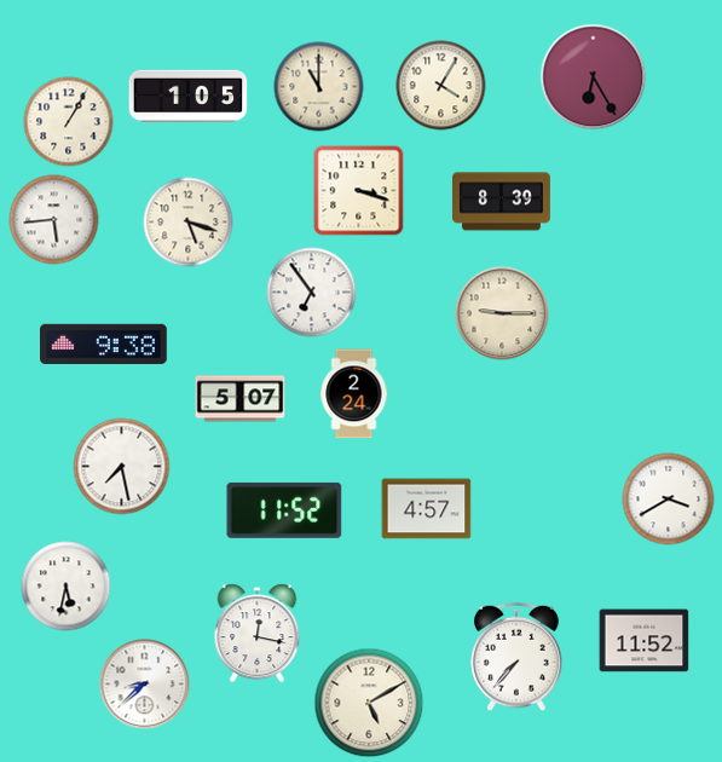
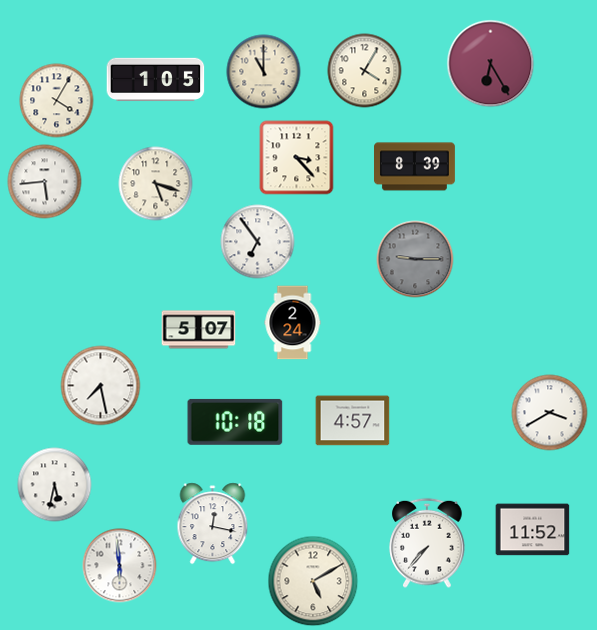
clock at (69, 122): 1:05 -> 4:05
clock at (359, 191): 3:18 -> 3:23
clock at (502, 313) dial: cream -> grey
clock at (104, 344): 9:38 -> none
clock at (354, 394) position: (354, 394) -> (293, 323)
clock at (669, 500) position: (669, 500) -> (550, 413)
clock at (284, 510): 11:52 -> 10:18
clock at (145, 685): 8:38 -> 5:59
clock at (369, 703) position: (369, 703) -> (313, 581)
